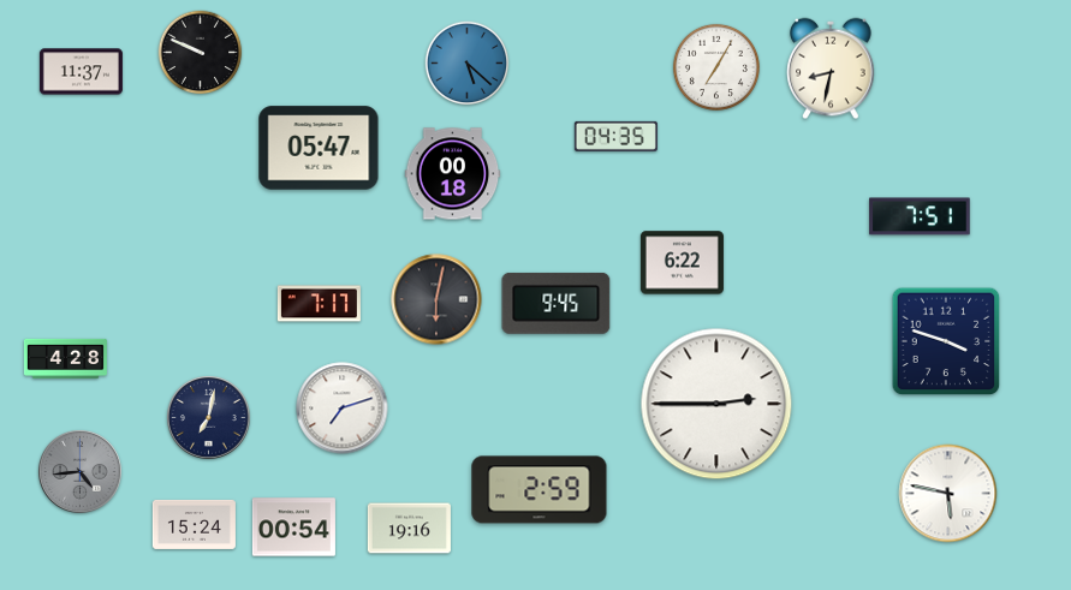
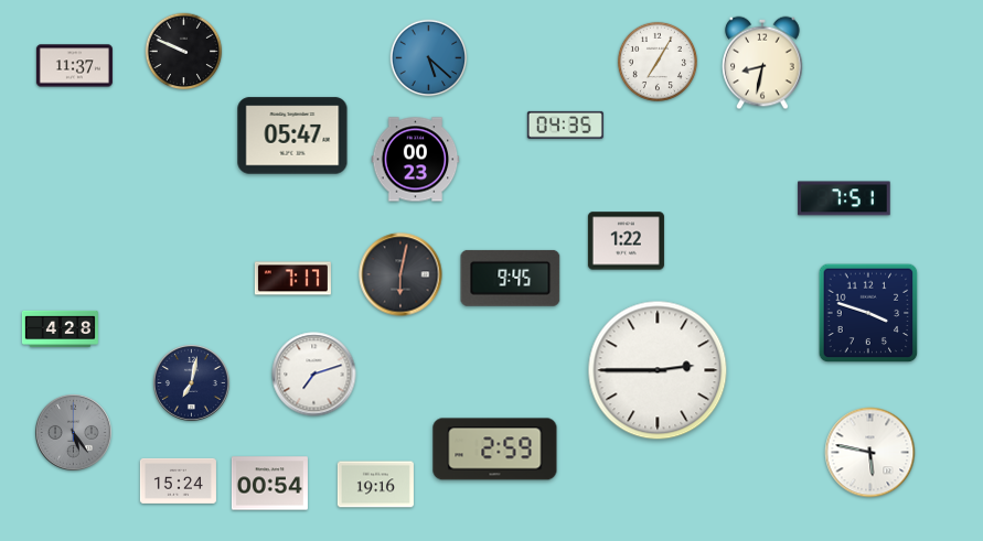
clock at (201, 53) position: (201, 53) -> (184, 52)
clock at (453, 174): 00:18 -> 00:23
clock at (682, 263): 6:22 -> 1:22
clock at (81, 472): 4:44 -> 5:24
